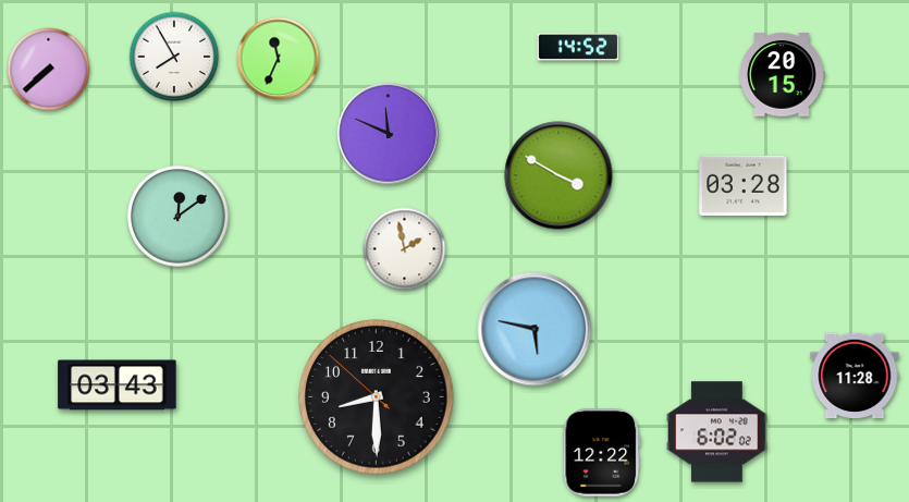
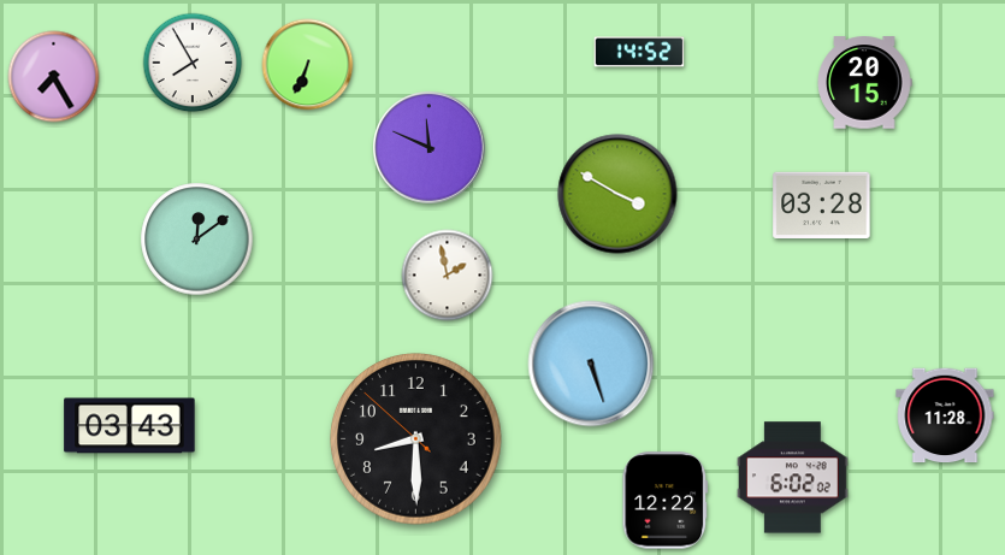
clock at (279, 59): 11:34 -> 6:34
clock at (49, 70): 7:38 -> 7:25
clock at (535, 329): 5:47 -> 5:27
